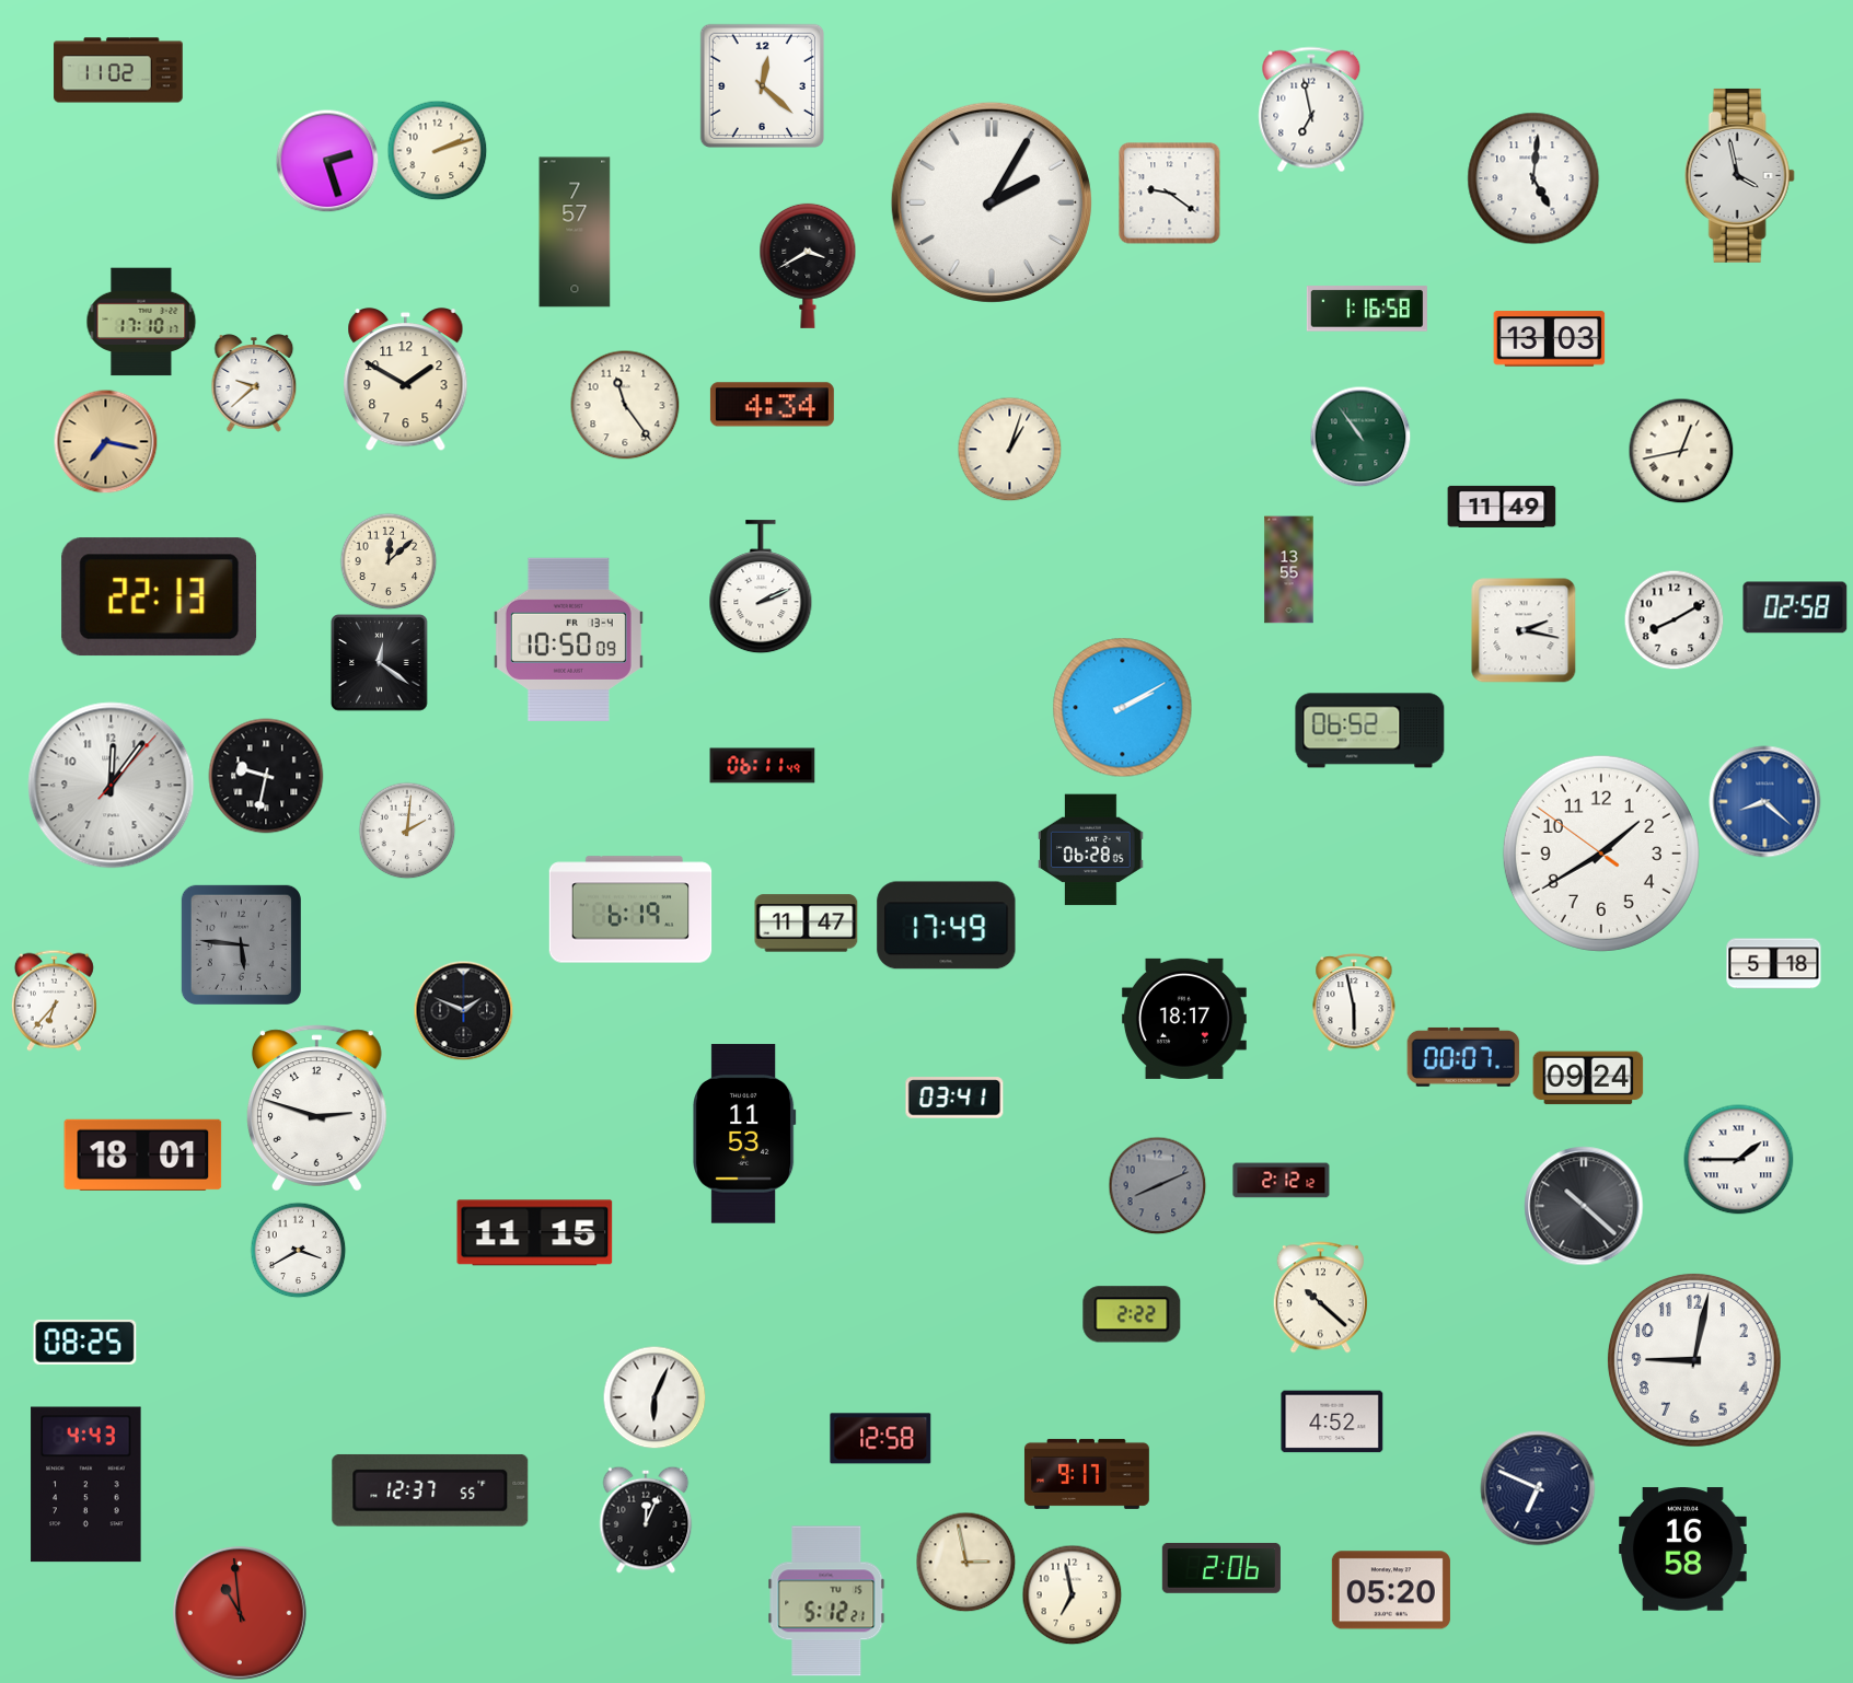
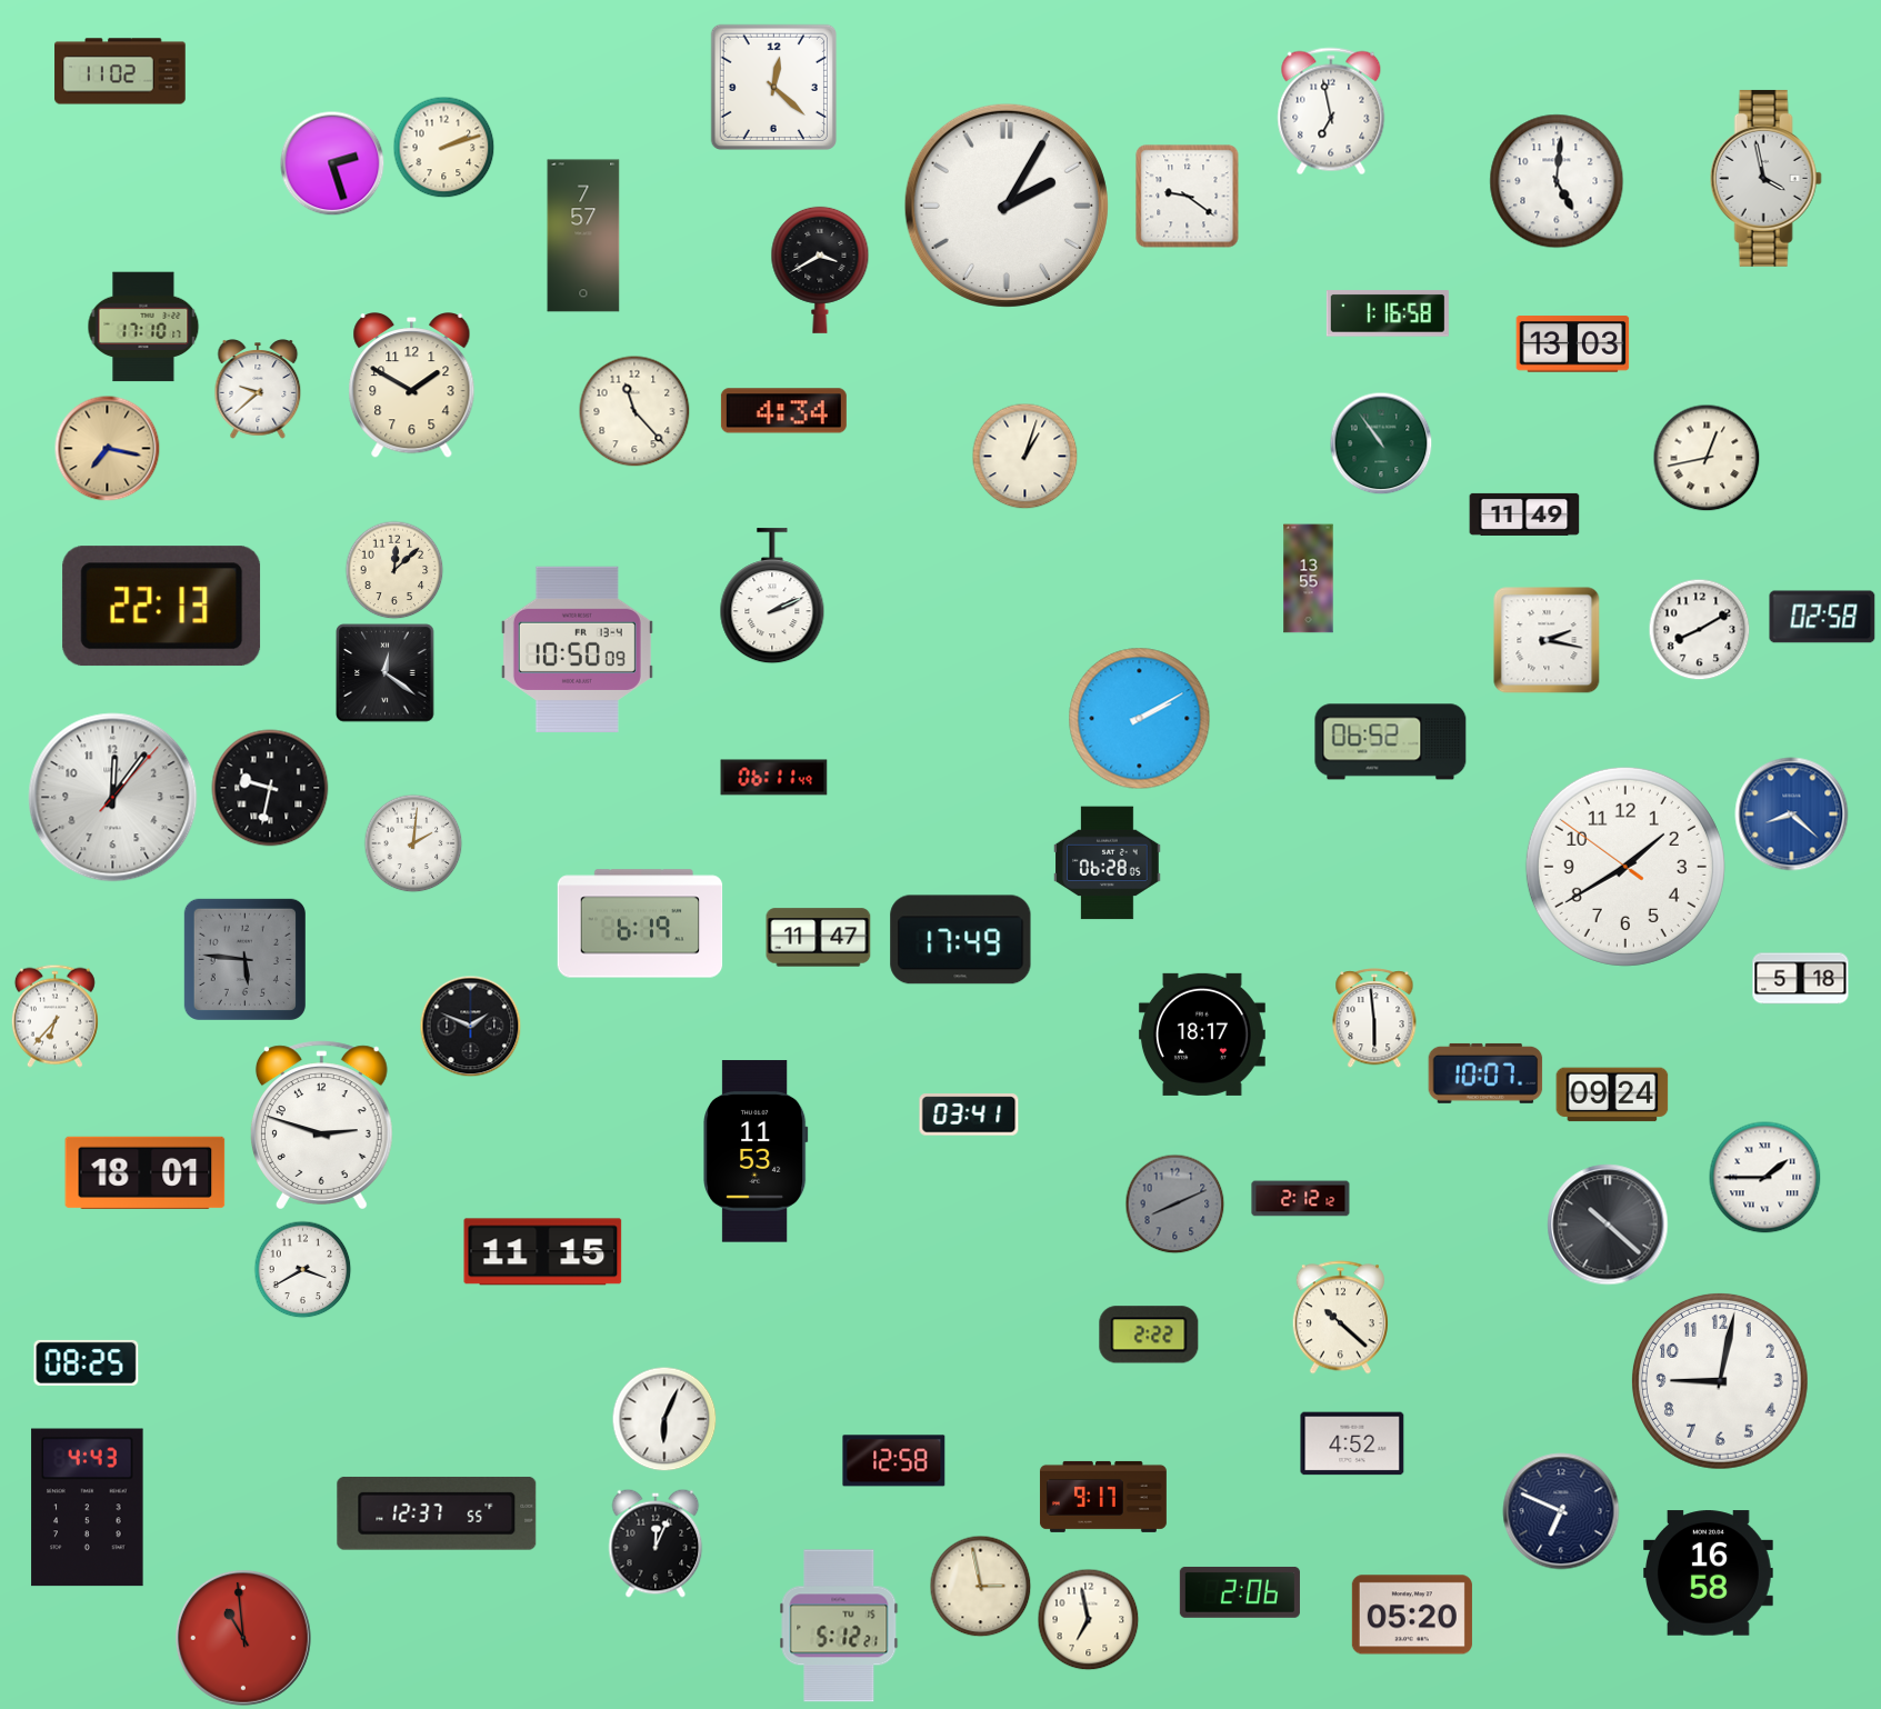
clock at (437, 150) position: (437, 150) -> (443, 147)
clock at (625, 405): 11:24 -> 11:23
clock at (1354, 1002): 5:58 -> 5:59
clock at (1463, 1057): 00:07 -> 10:07
